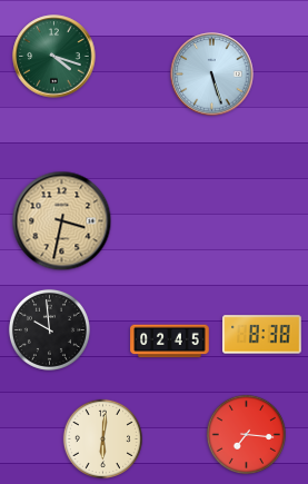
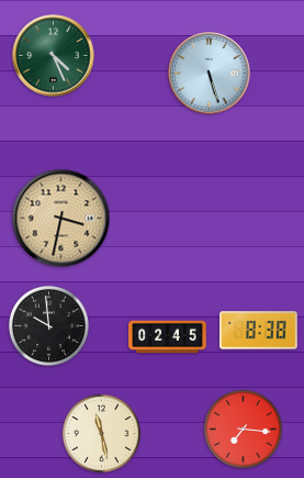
clock at (54, 57): 4:18 -> 4:26
clock at (102, 438): 6:01 -> 11:28
